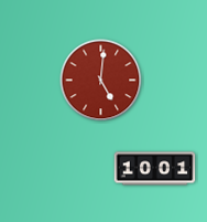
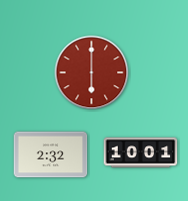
clock at (101, 81): 5:01 -> 6:00
clock at (51, 155): none -> 2:32
